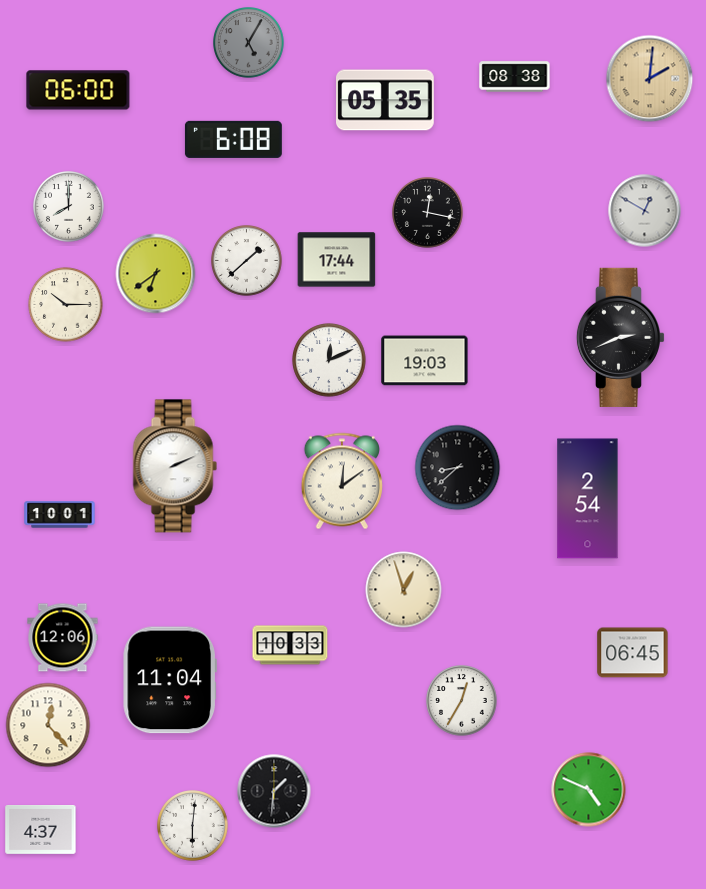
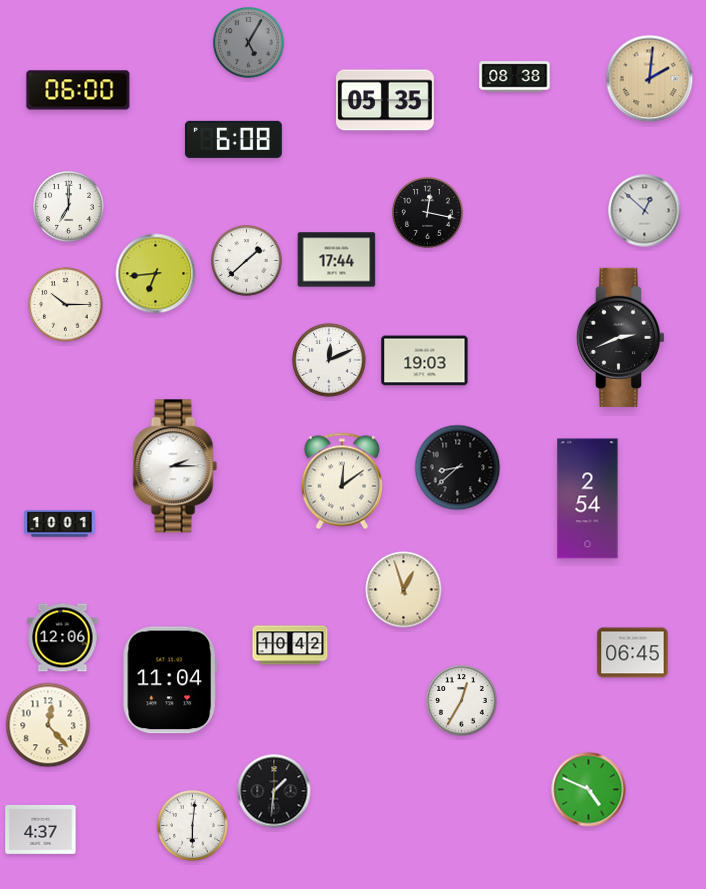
clock at (69, 207): 8:00 -> 7:00
clock at (645, 211): 12:50 -> 12:52
clock at (156, 274): 6:39 -> 6:44
clock at (175, 466): 2:11 -> 2:15
clock at (60, 515) position: (60, 515) -> (60, 524)
clock at (290, 645): 10:33 -> 10:42
